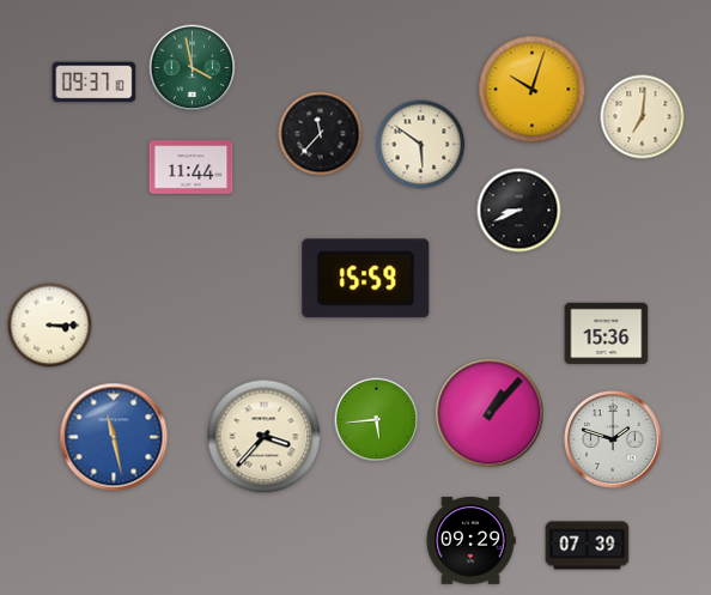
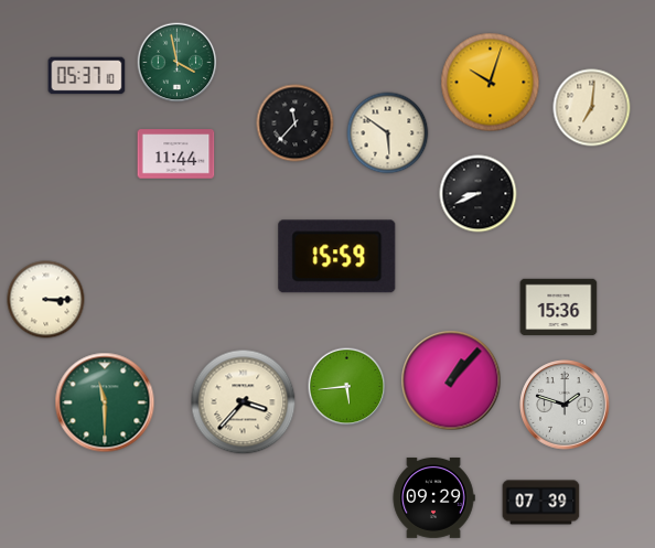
clock at (95, 83): 09:37 -> 05:37
clock at (114, 437): 11:28 -> 11:30
clock at (114, 437) dial: blue -> green
